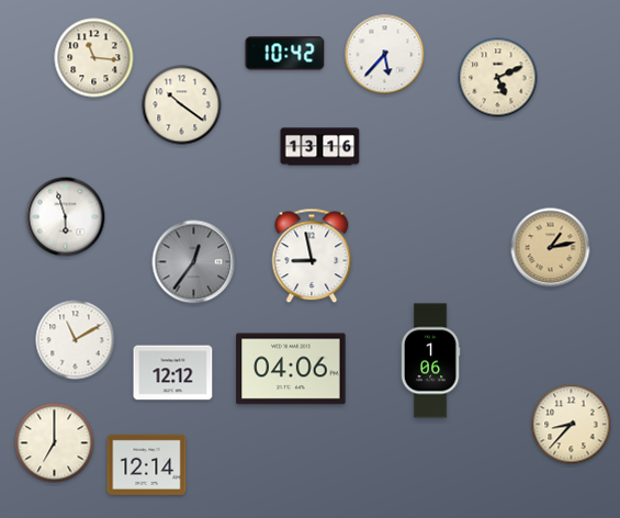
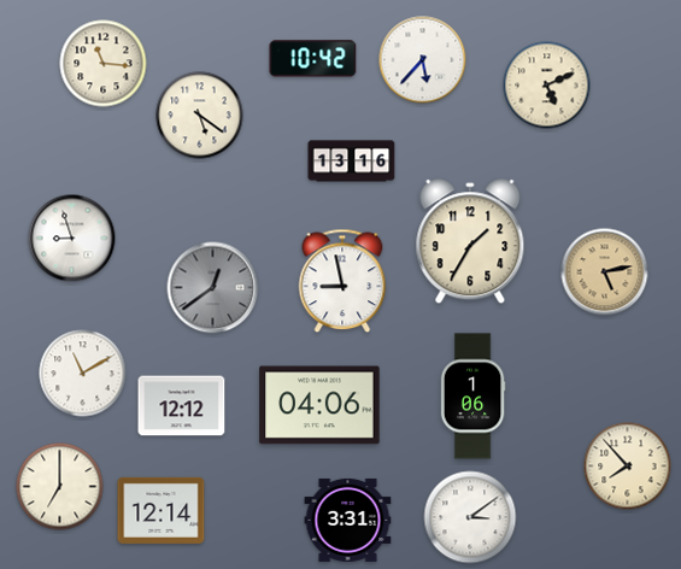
clock at (182, 105): 10:21 -> 5:21
clock at (66, 217): 5:57 -> 8:57
clock at (470, 242): none -> 1:35
clock at (551, 248): 1:13 -> 5:13
clock at (194, 262): 12:36 -> 12:39
clock at (173, 373) position: (173, 373) -> (182, 406)
clock at (572, 425): 8:37 -> 7:53
clock at (470, 517): none -> 3:09
clock at (348, 520): none -> 3:31
